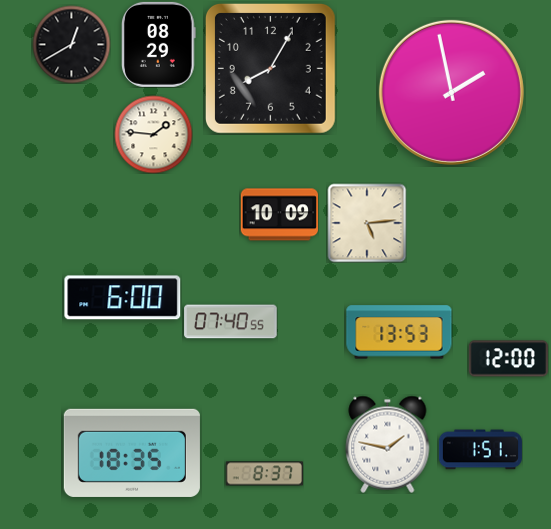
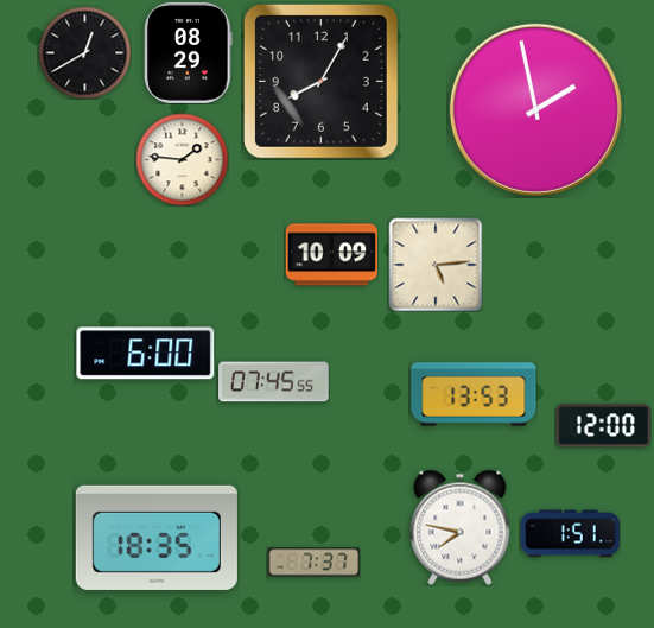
clock at (231, 322): 07:40 -> 07:45
clock at (388, 444): 1:47 -> 7:47
clock at (264, 474): 8:37 -> 7:37
